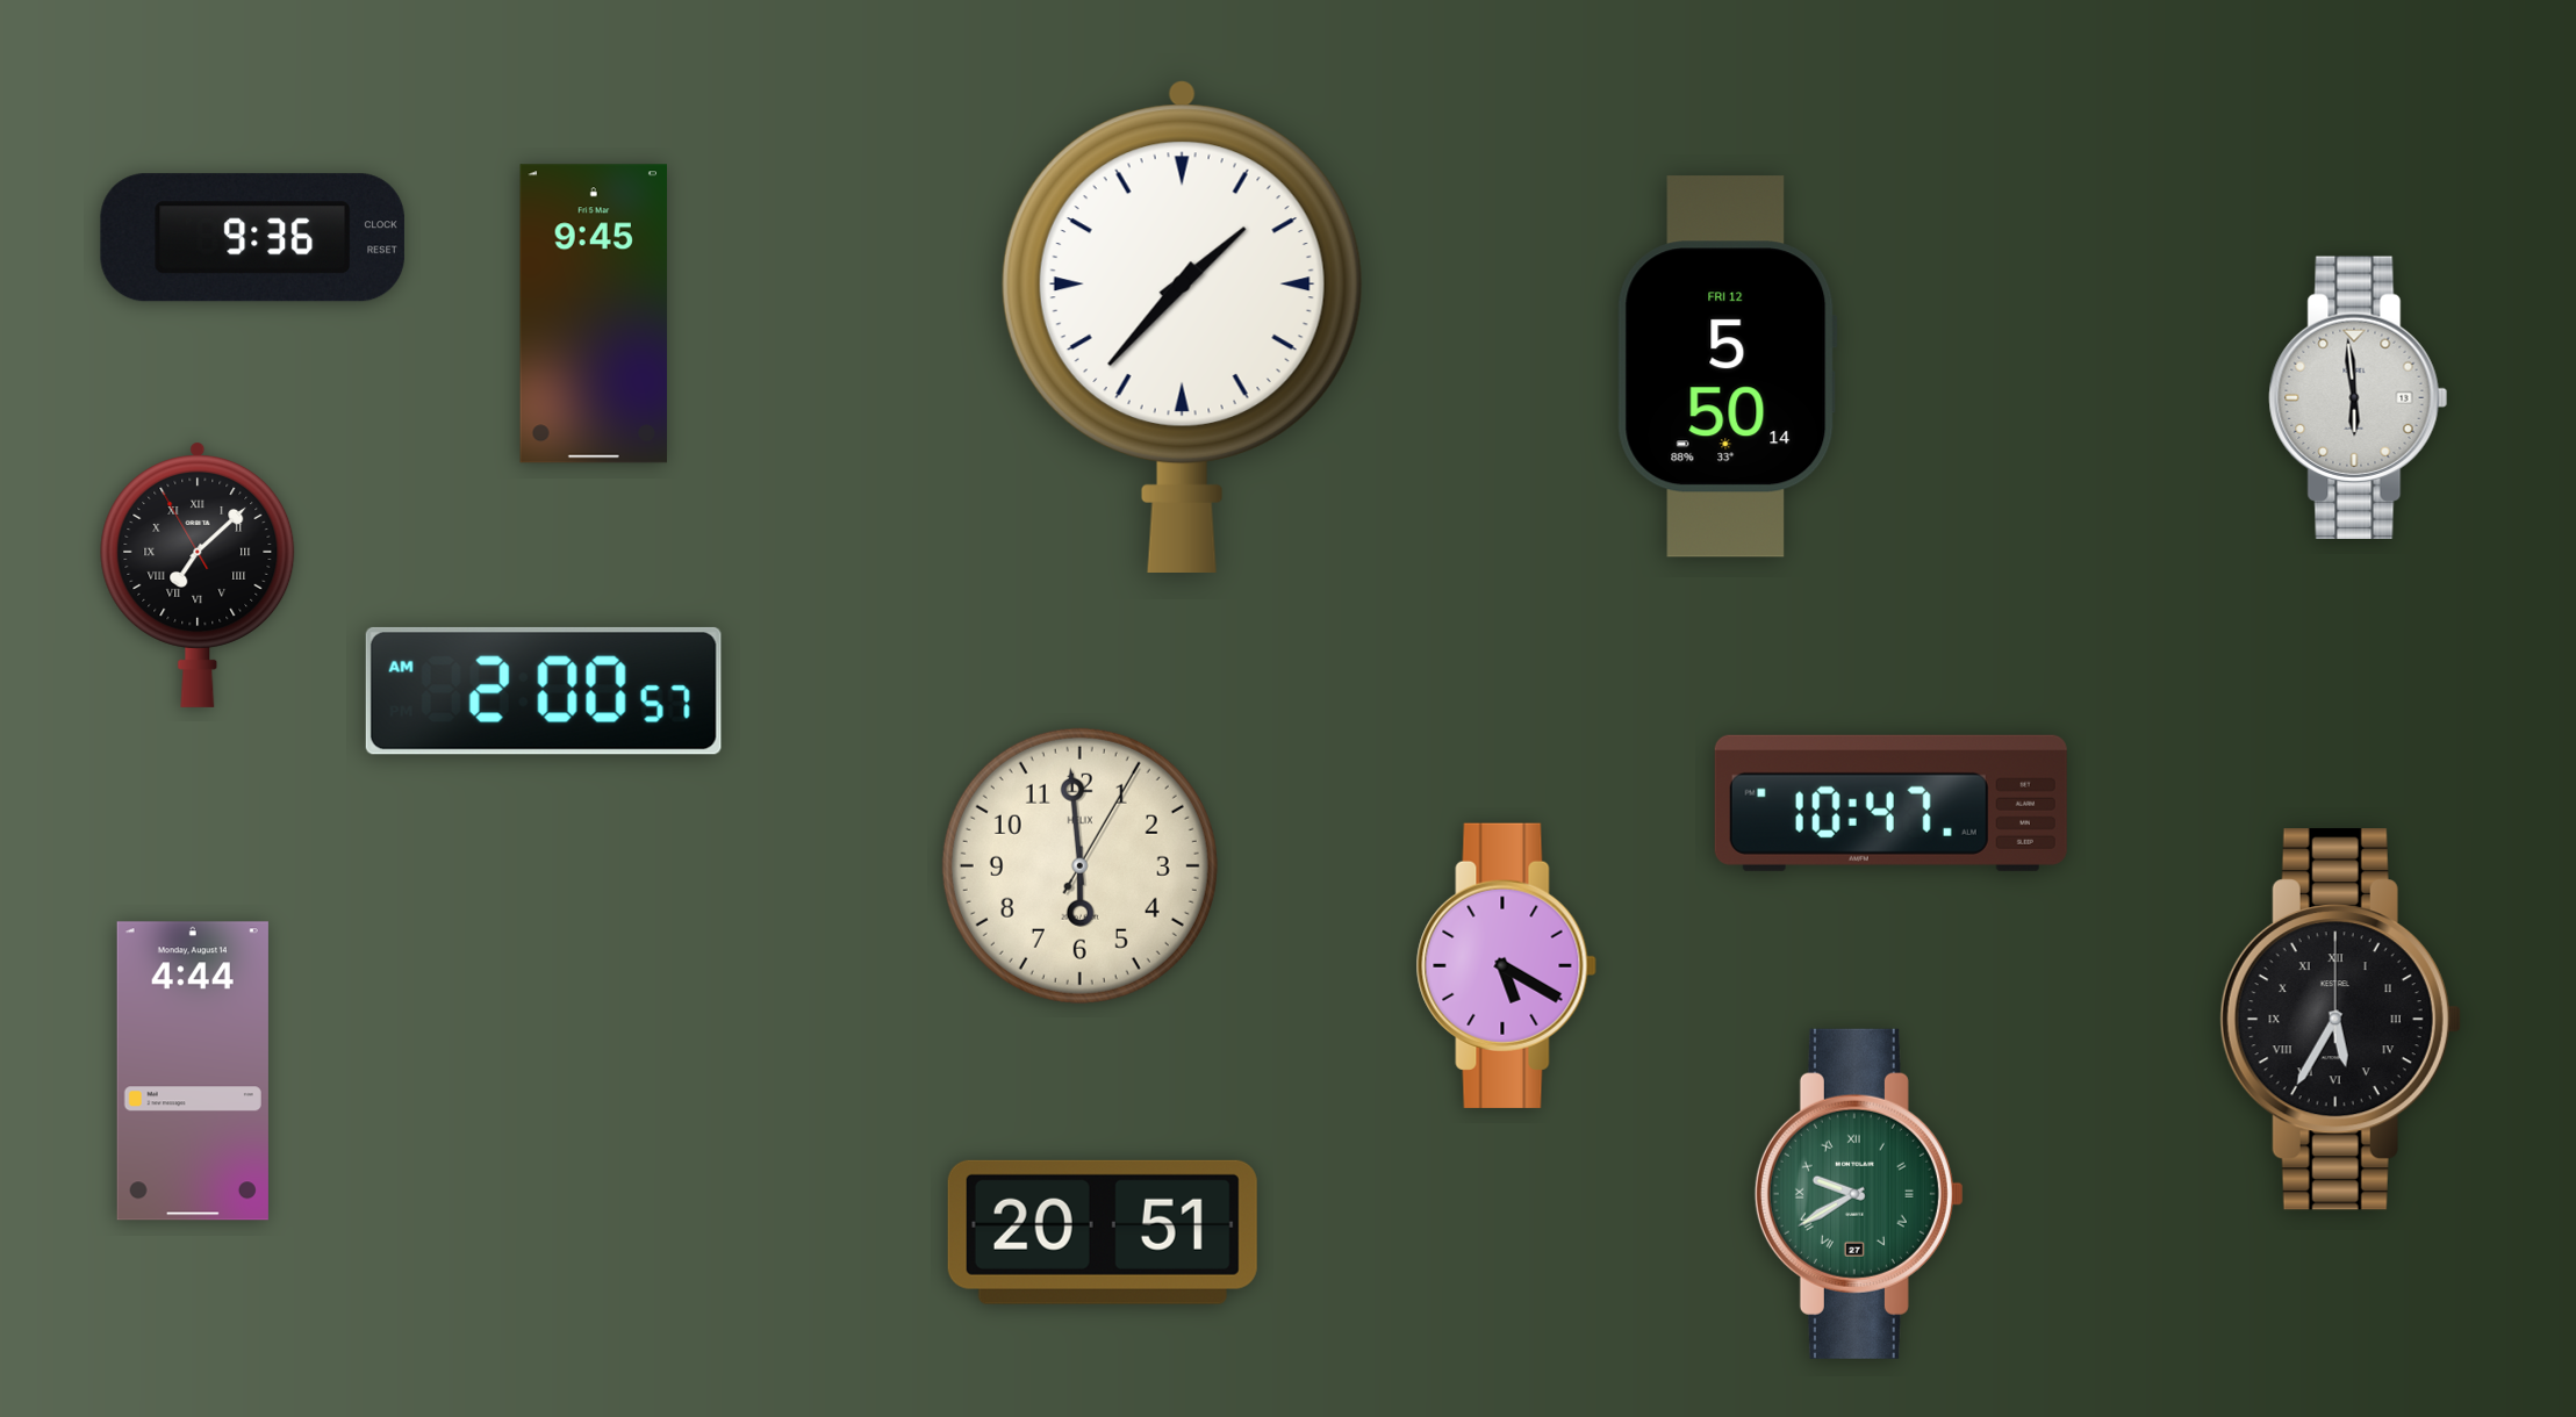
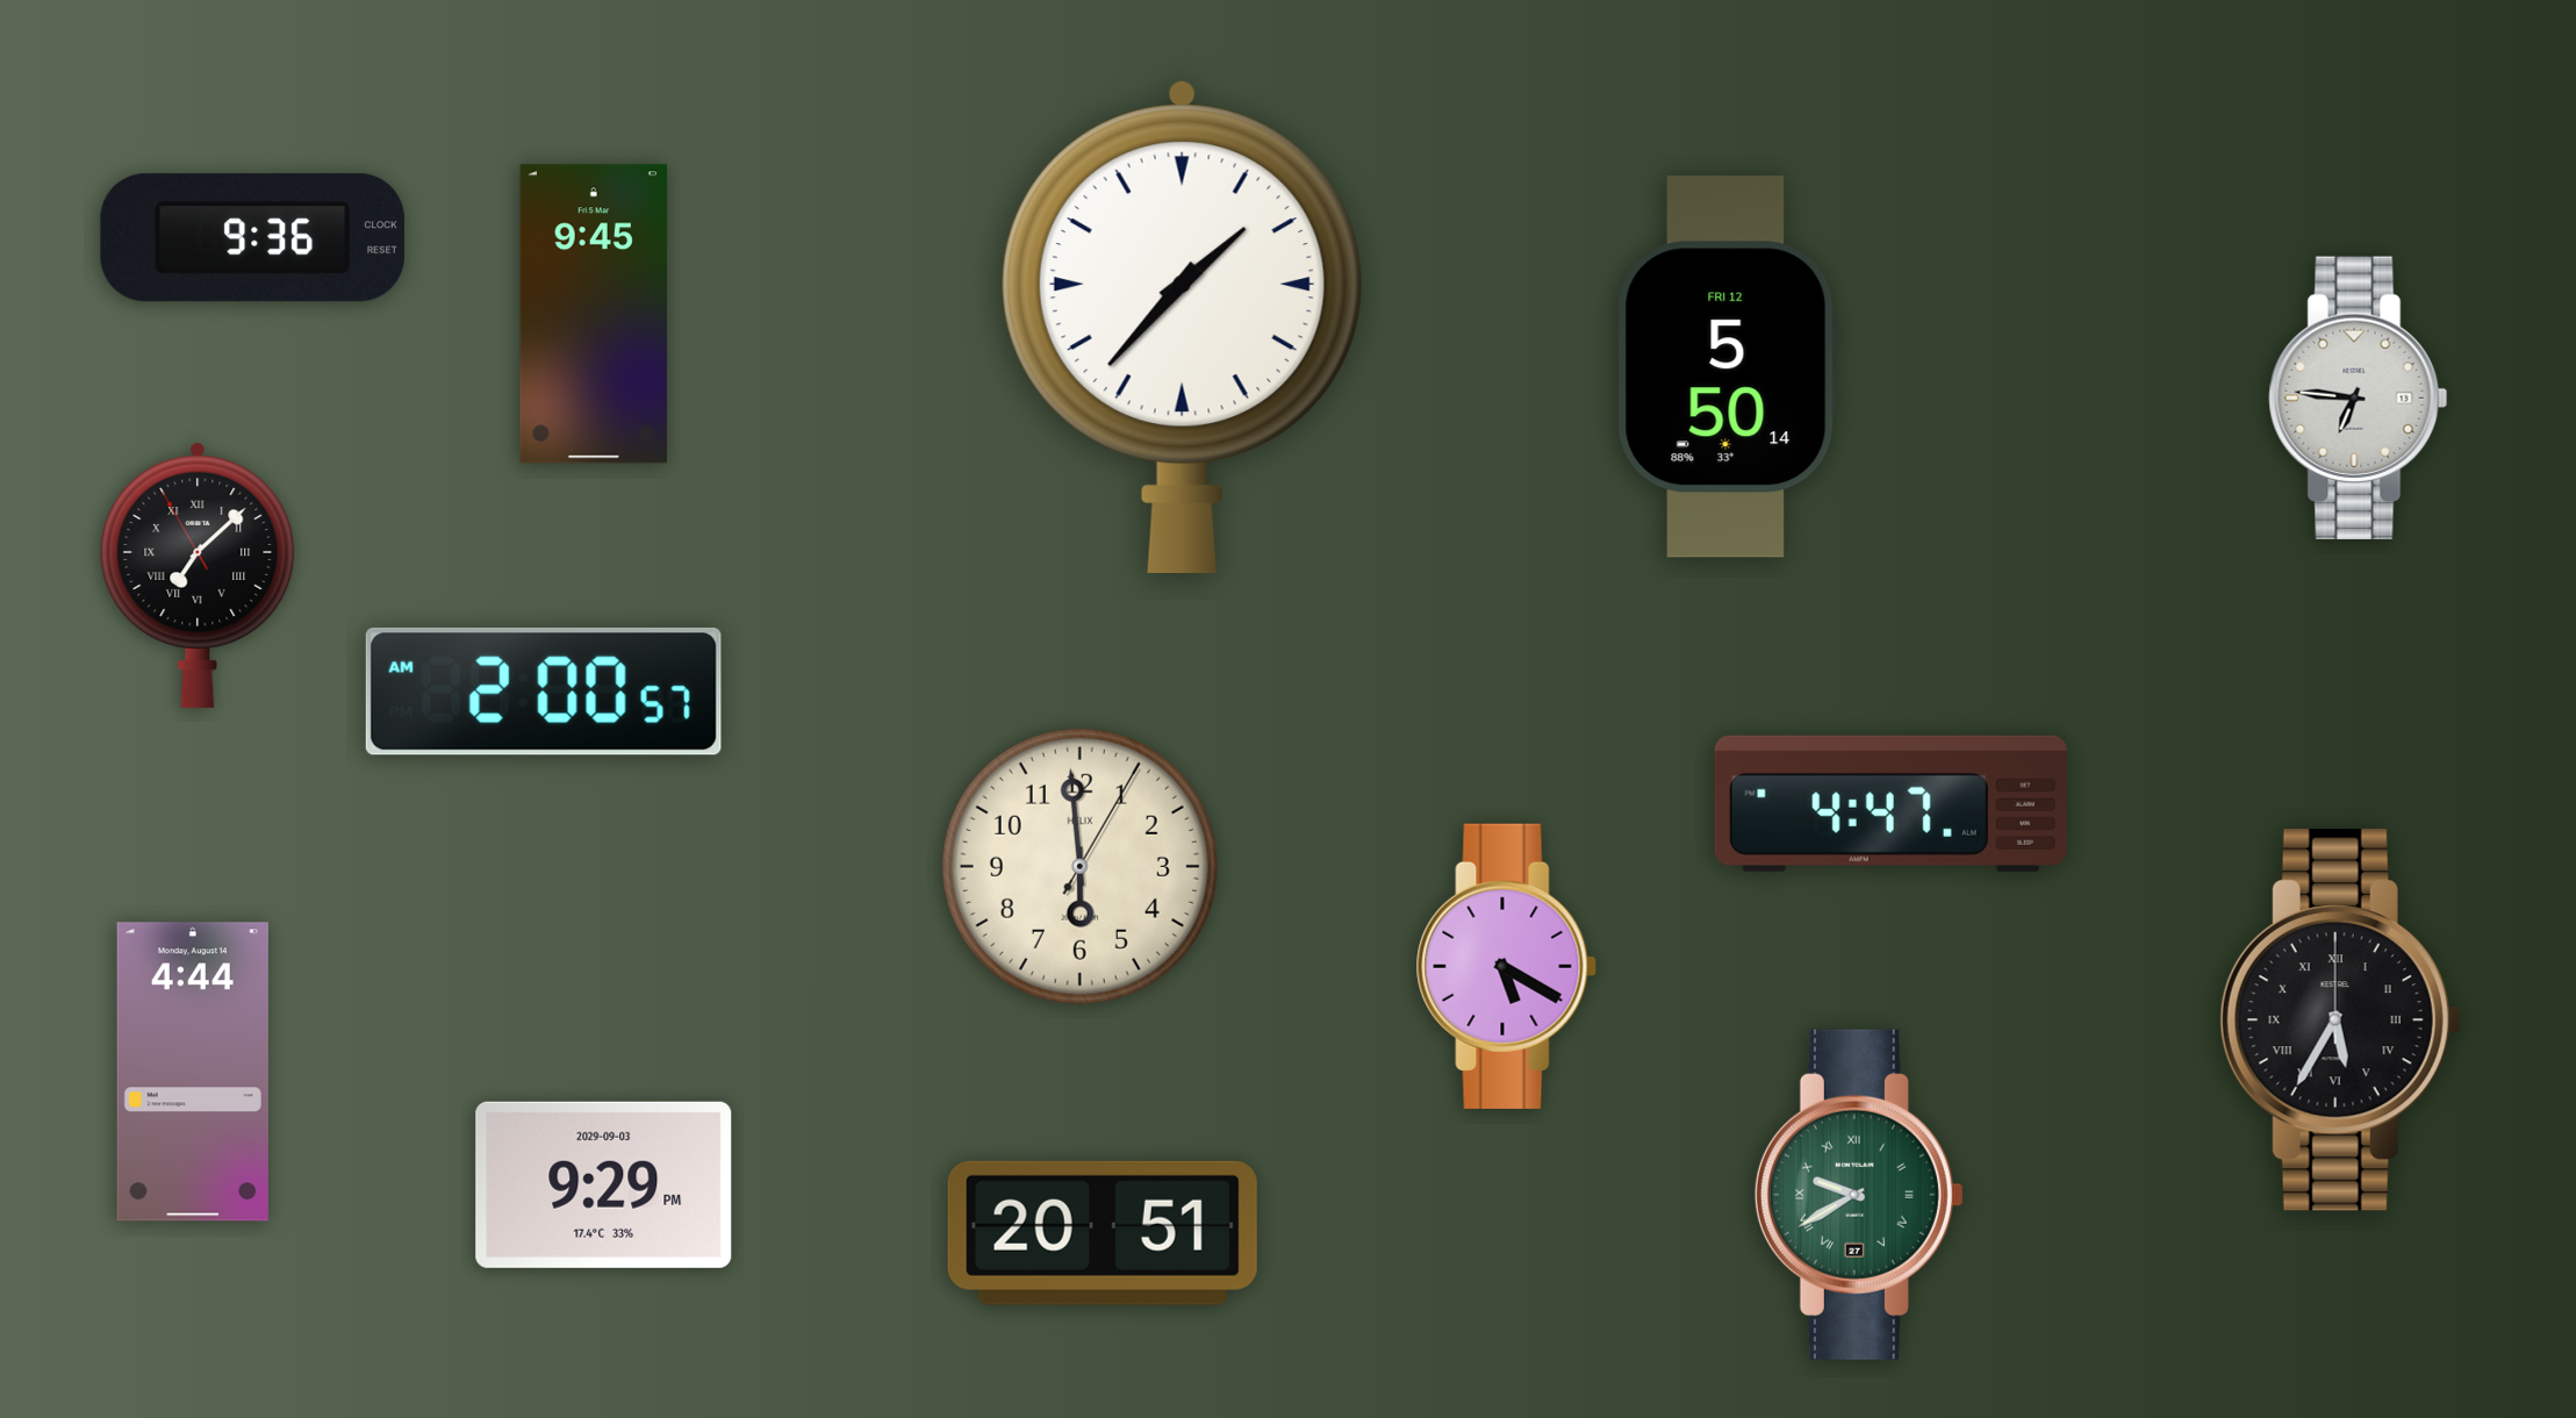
clock at (2359, 397): 5:59 -> 6:46
clock at (1890, 803): 10:47 -> 4:47
clock at (604, 1184): none -> 9:29
